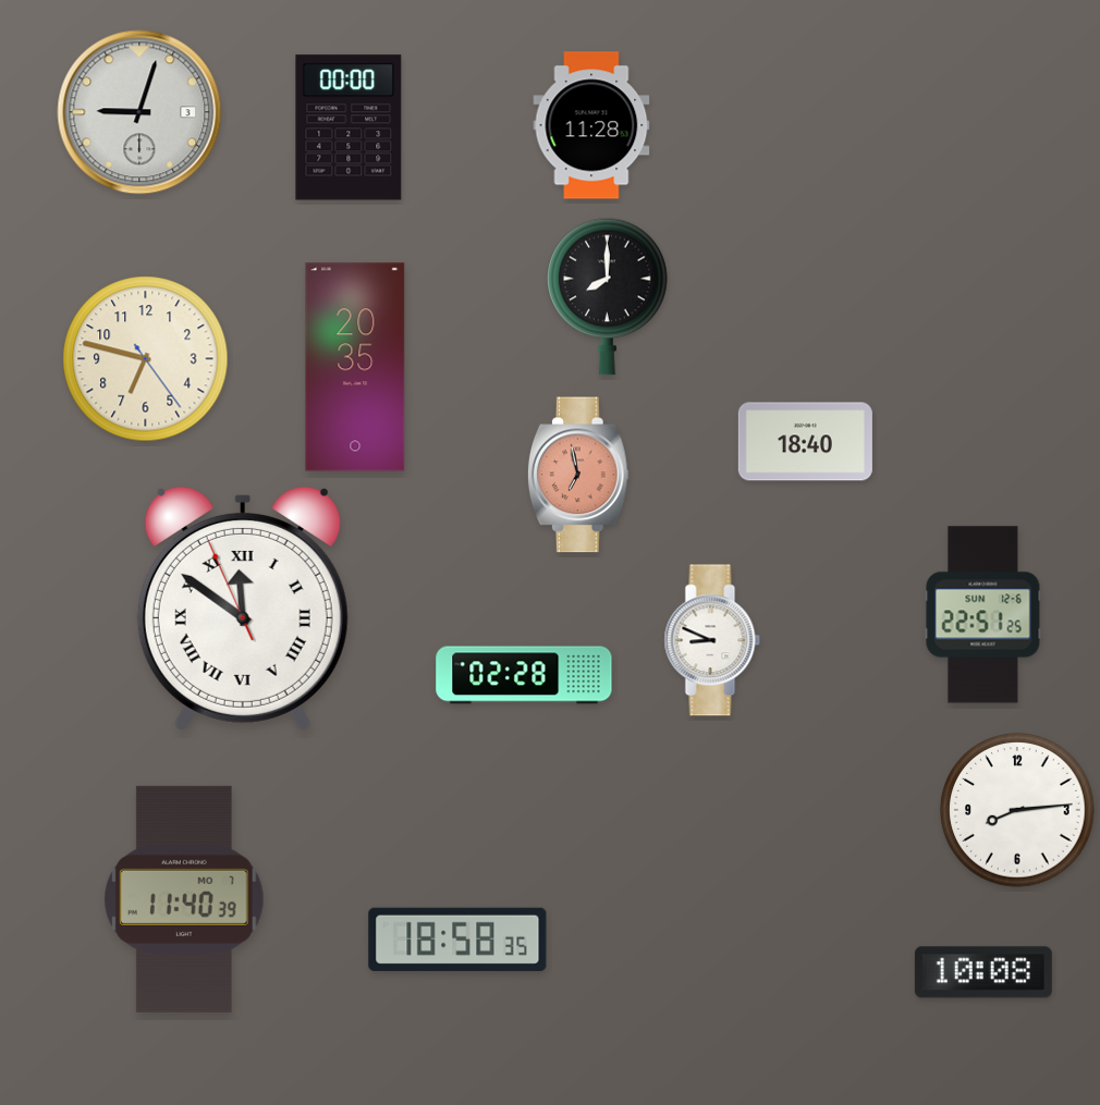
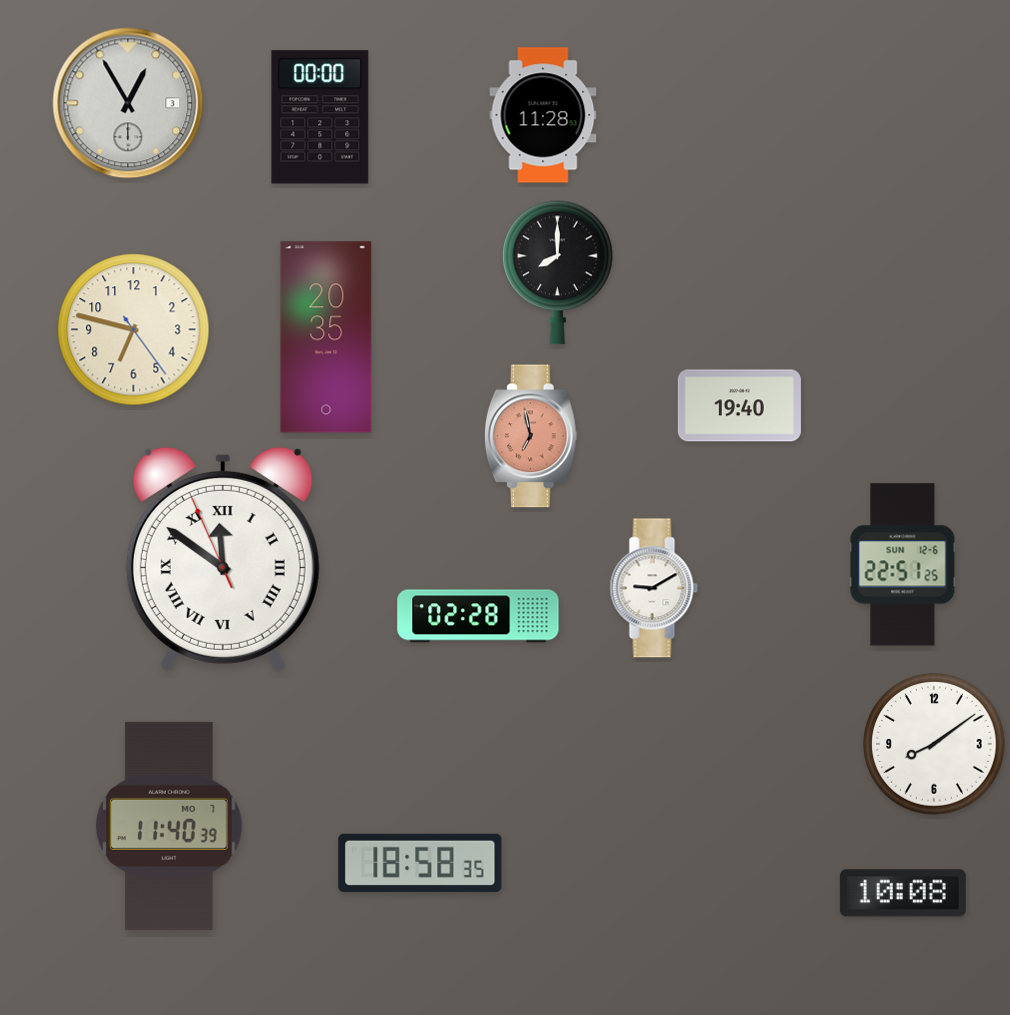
clock at (139, 112): 9:03 -> 12:55
clock at (805, 442): 18:40 -> 19:40
clock at (712, 640): 8:49 -> 9:10
clock at (524, 675) position: (524, 675) -> (478, 616)
clock at (1017, 810): 8:14 -> 8:09
